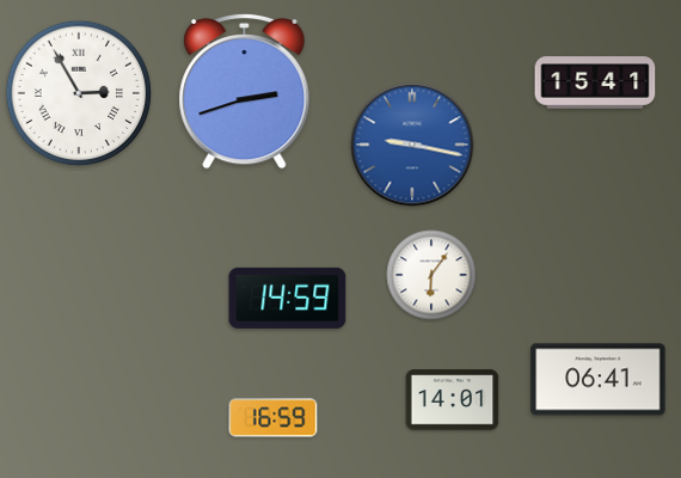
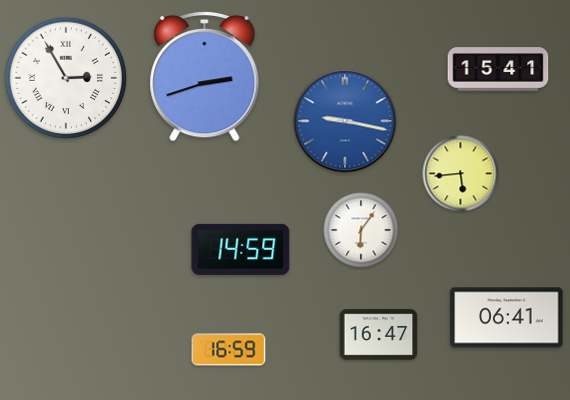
clock at (461, 174): none -> 5:44
clock at (599, 380) position: (599, 380) -> (507, 318)
clock at (453, 400): 14:01 -> 16:47
